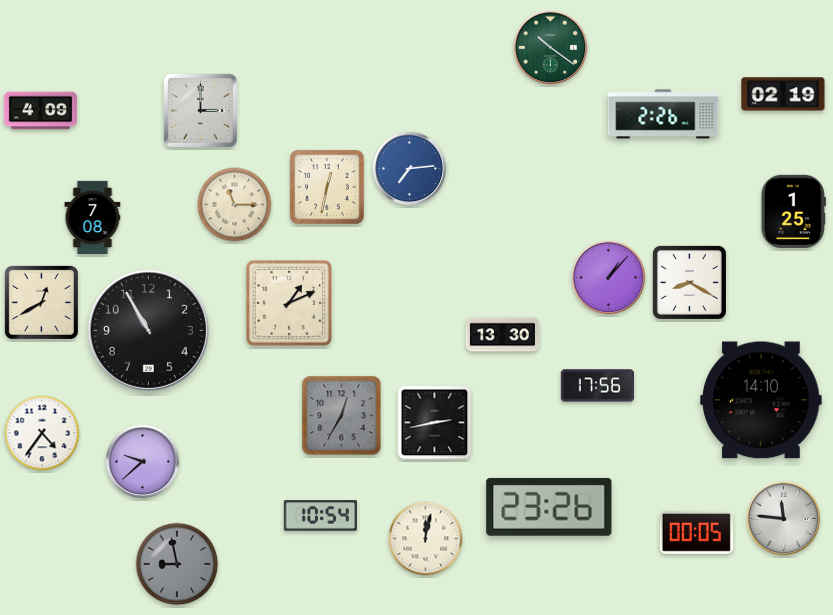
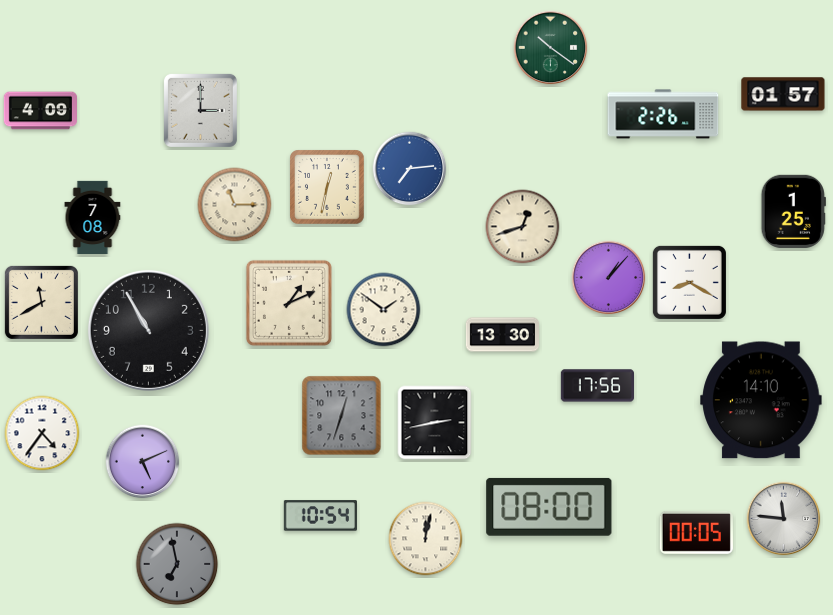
clock at (783, 94): 02:19 -> 01:57
clock at (523, 227): none -> 12:42
clock at (41, 302): 12:40 -> 11:40
clock at (384, 310): none -> 1:51
clock at (342, 416): 12:35 -> 12:33
clock at (143, 462): 9:38 -> 5:11
clock at (549, 507): 23:26 -> 08:00
clock at (177, 564): 8:58 -> 6:58
